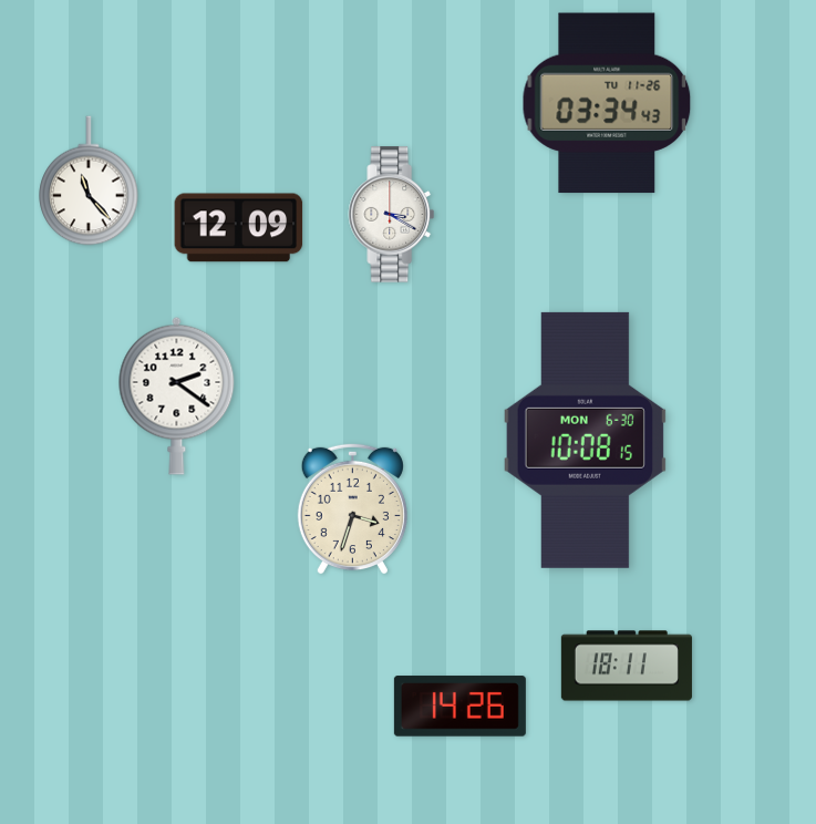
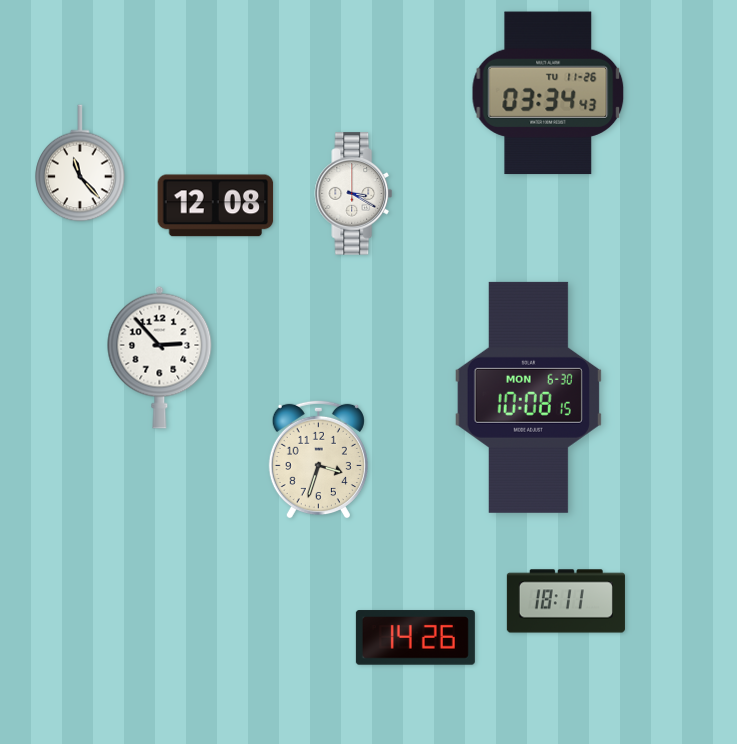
clock at (239, 228): 12:09 -> 12:08
clock at (177, 395): 2:21 -> 2:53
